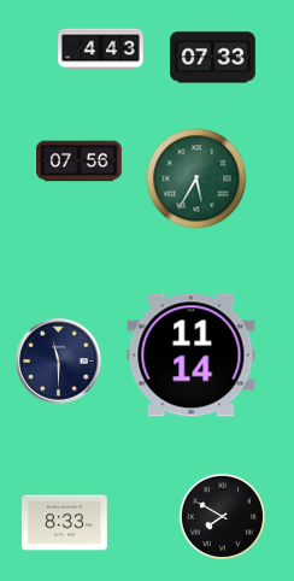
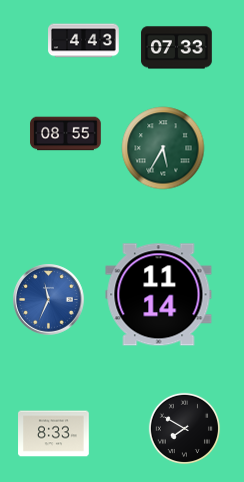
clock at (80, 162): 07:56 -> 08:55
clock at (59, 362): 11:30 -> 11:34
clock at (59, 362) dial: navy -> blue
